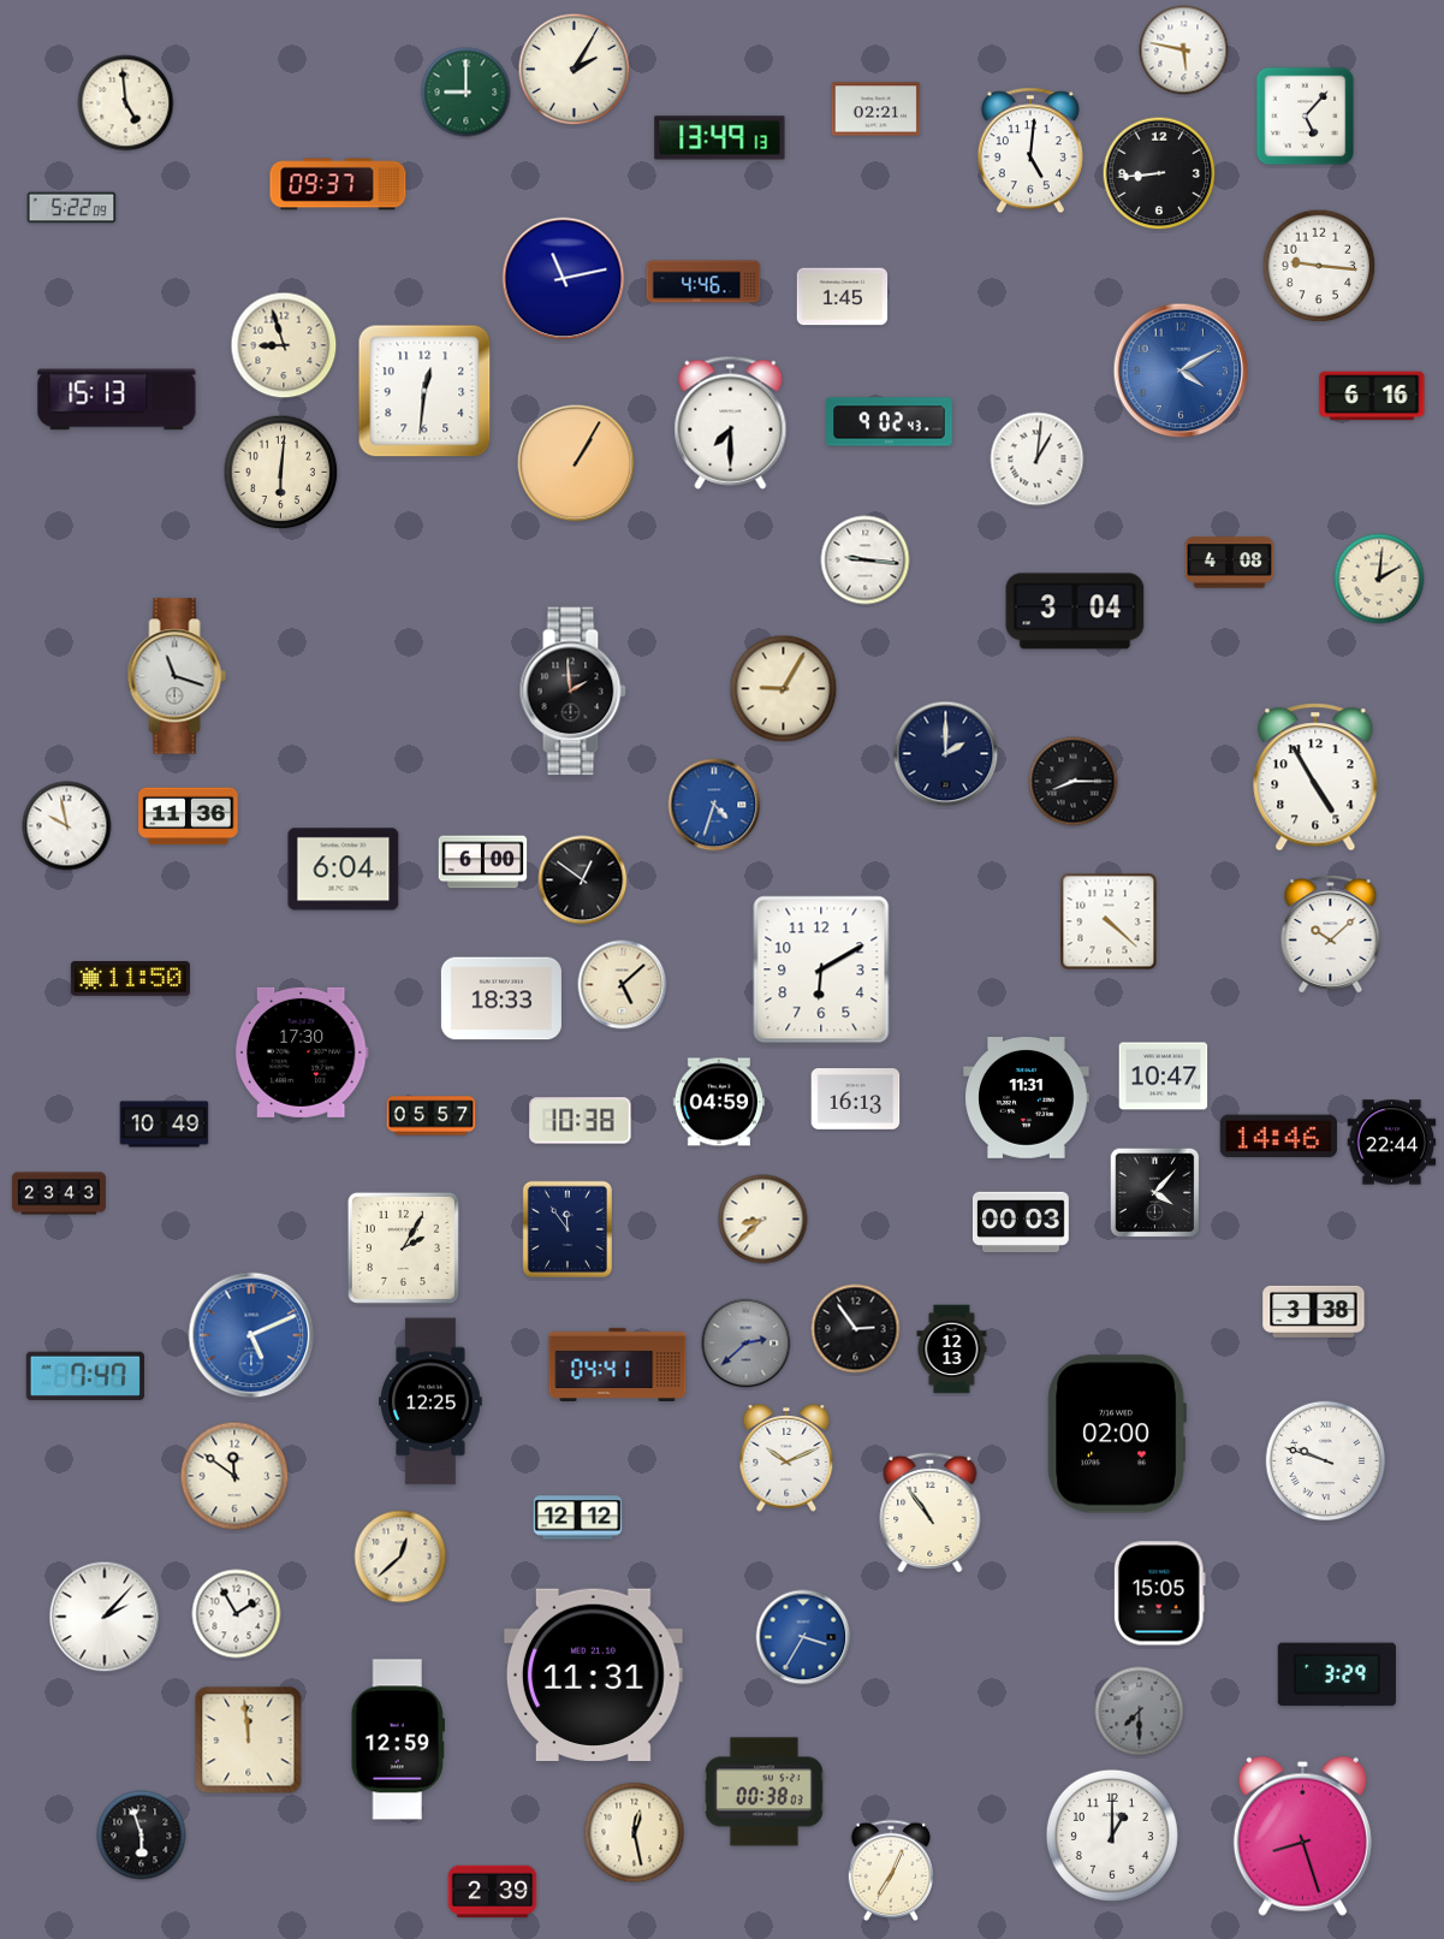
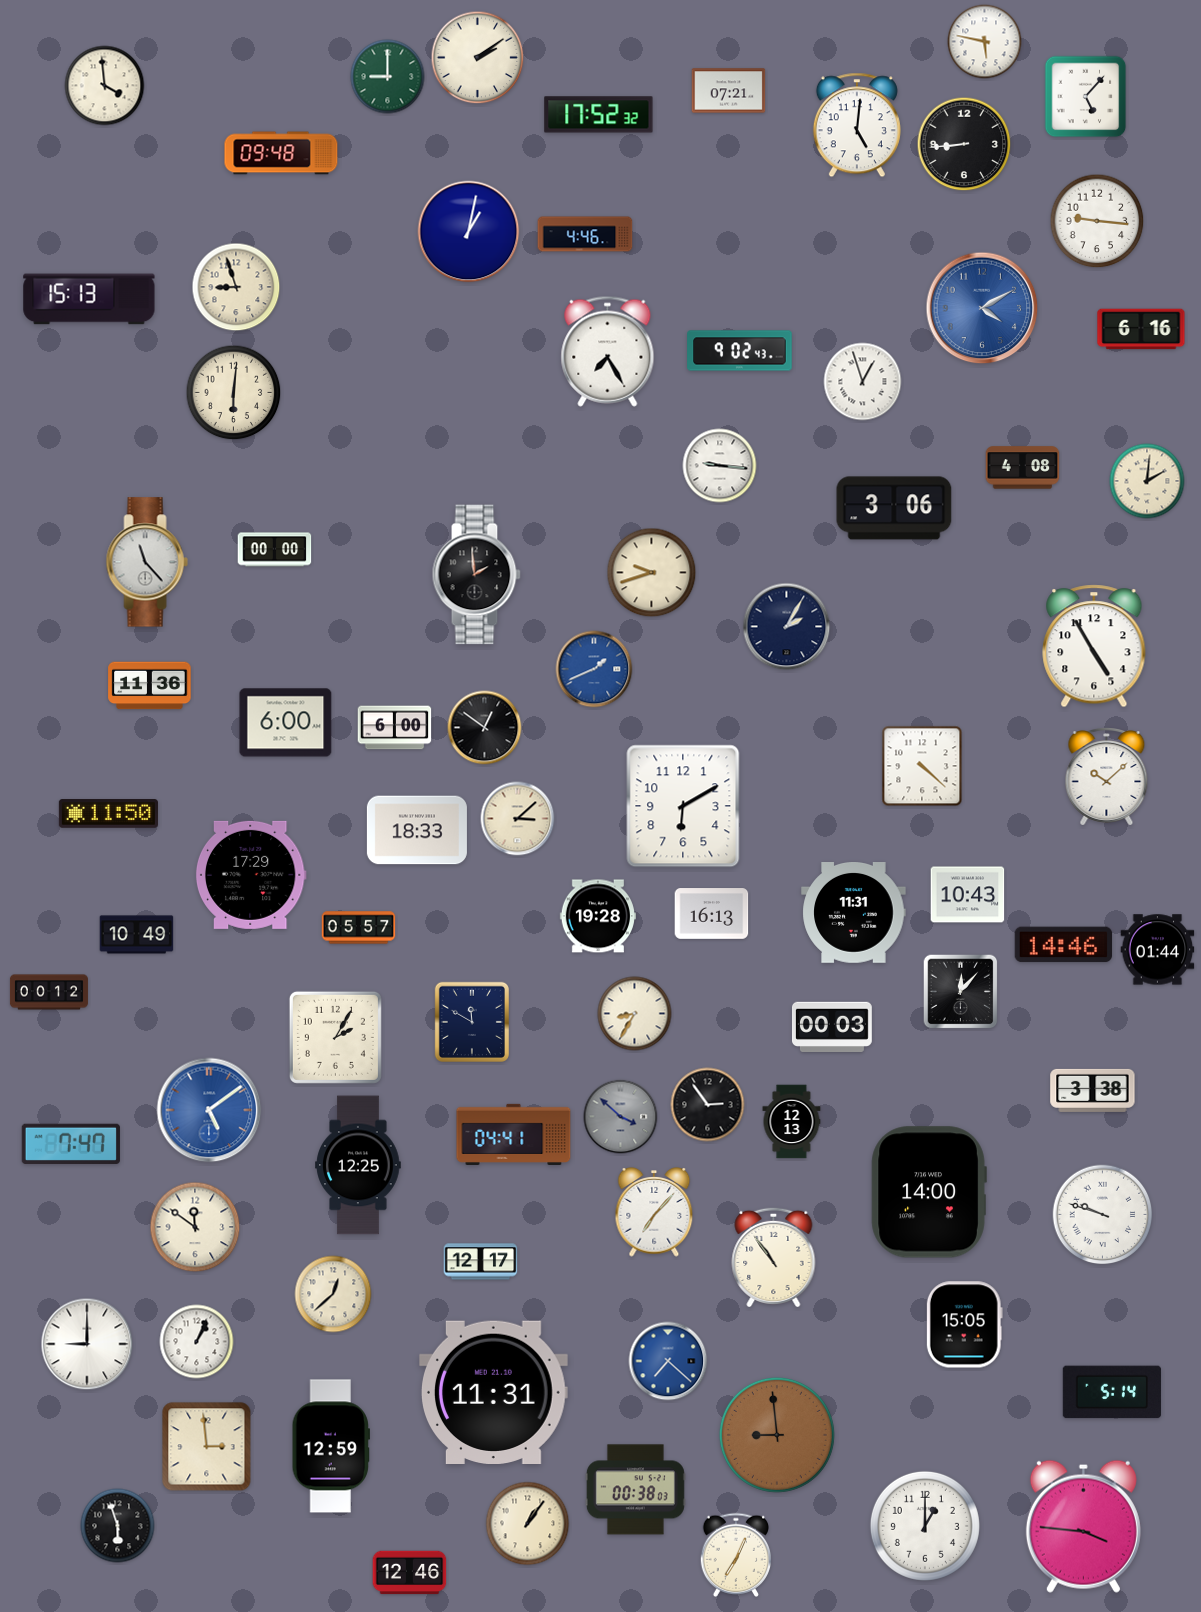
clock at (575, 70): 2:05 -> 2:09
clock at (126, 103): 4:59 -> 3:59
clock at (876, 109): 02:21 -> 07:21
clock at (720, 138): 13:49 -> 17:52
clock at (338, 184): 09:37 -> 09:48
clock at (72, 208): 5:22 -> none
clock at (564, 279): 11:13 -> 1:02
clock at (843, 297): 1:45 -> none
clock at (424, 391): 12:31 -> none
clock at (117, 399) position: (117, 399) -> (89, 299)
clock at (731, 422): 7:30 -> 7:25
clock at (1038, 459): 1:01 -> 12:57
clock at (576, 463): 1:05 -> none
clock at (1075, 611): 3:04 -> 3:06
clock at (275, 550): none -> 00:00
clock at (177, 676): 11:18 -> 11:23
clock at (784, 689): 9:05 -> 9:42
clock at (946, 754): 2:00 -> 2:05
clock at (1074, 782): 8:15 -> none
clock at (714, 805): 4:33 -> 1:41
clock at (189, 817) position: (189, 817) -> (150, 686)
clock at (67, 826): 9:58 -> none
clock at (483, 862) position: (483, 862) -> (395, 728)
clock at (344, 870): 6:04 -> 6:00
clock at (583, 880) position: (583, 880) -> (485, 728)
clock at (623, 985): 5:08 -> 3:08
clock at (302, 1052): 17:30 -> 17:29
clock at (1164, 1077): 10:47 -> 10:43
clock at (718, 1102): 04:59 -> 19:28
clock at (581, 1121): 10:38 -> none
clock at (1392, 1143): 22:44 -> 01:44
clock at (59, 1193): 23:43 -> 00:12
clock at (1155, 1193): 4:07 -> 12:07
clock at (763, 1220): 8:38 -> 8:35
clock at (1021, 1221) position: (1021, 1221) -> (832, 1026)
clock at (568, 1228): 11:54 -> 11:50
clock at (856, 1329) position: (856, 1329) -> (708, 1105)
clock at (251, 1335): 5:11 -> 5:09
clock at (747, 1344): 2:38 -> 3:52
clock at (1117, 1434): 02:00 -> 14:00
clock at (786, 1459): 10:11 -> 7:07
clock at (578, 1518): 12:12 -> 12:17
clock at (237, 1614): 1:55 -> 1:04
clock at (105, 1617): 2:07 -> 9:00
clock at (803, 1637): 3:35 -> 7:22
clock at (1337, 1674): 3:29 -> 5:14
clock at (1140, 1712): 7:30 -> none
clock at (777, 1435): none -> 8:59
clock at (249, 1741): 11:59 -> 2:59
clock at (635, 1833): 12:28 -> 1:06
clock at (1302, 1836): 8:27 -> 3:46
clock at (891, 1870) position: (891, 1870) -> (736, 1555)
clock at (493, 1892): 2:39 -> 12:46
